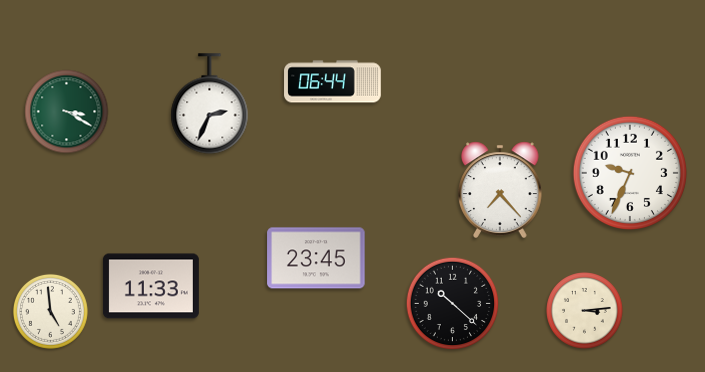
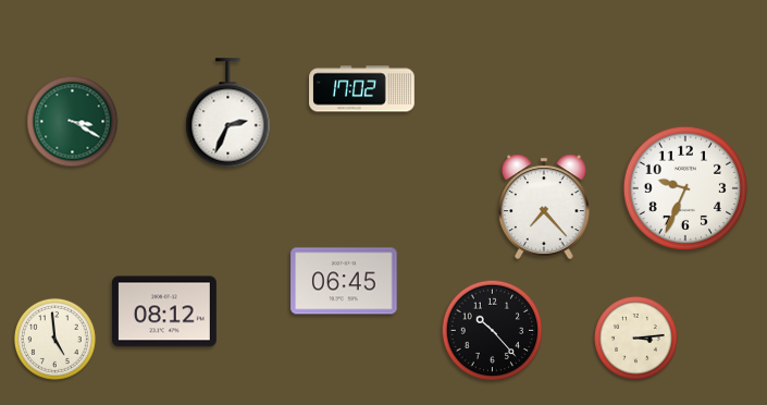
clock at (333, 82): 06:44 -> 17:02
clock at (316, 258): 23:45 -> 06:45
clock at (151, 286): 11:33 -> 08:12
clock at (453, 304): 10:22 -> 10:23
